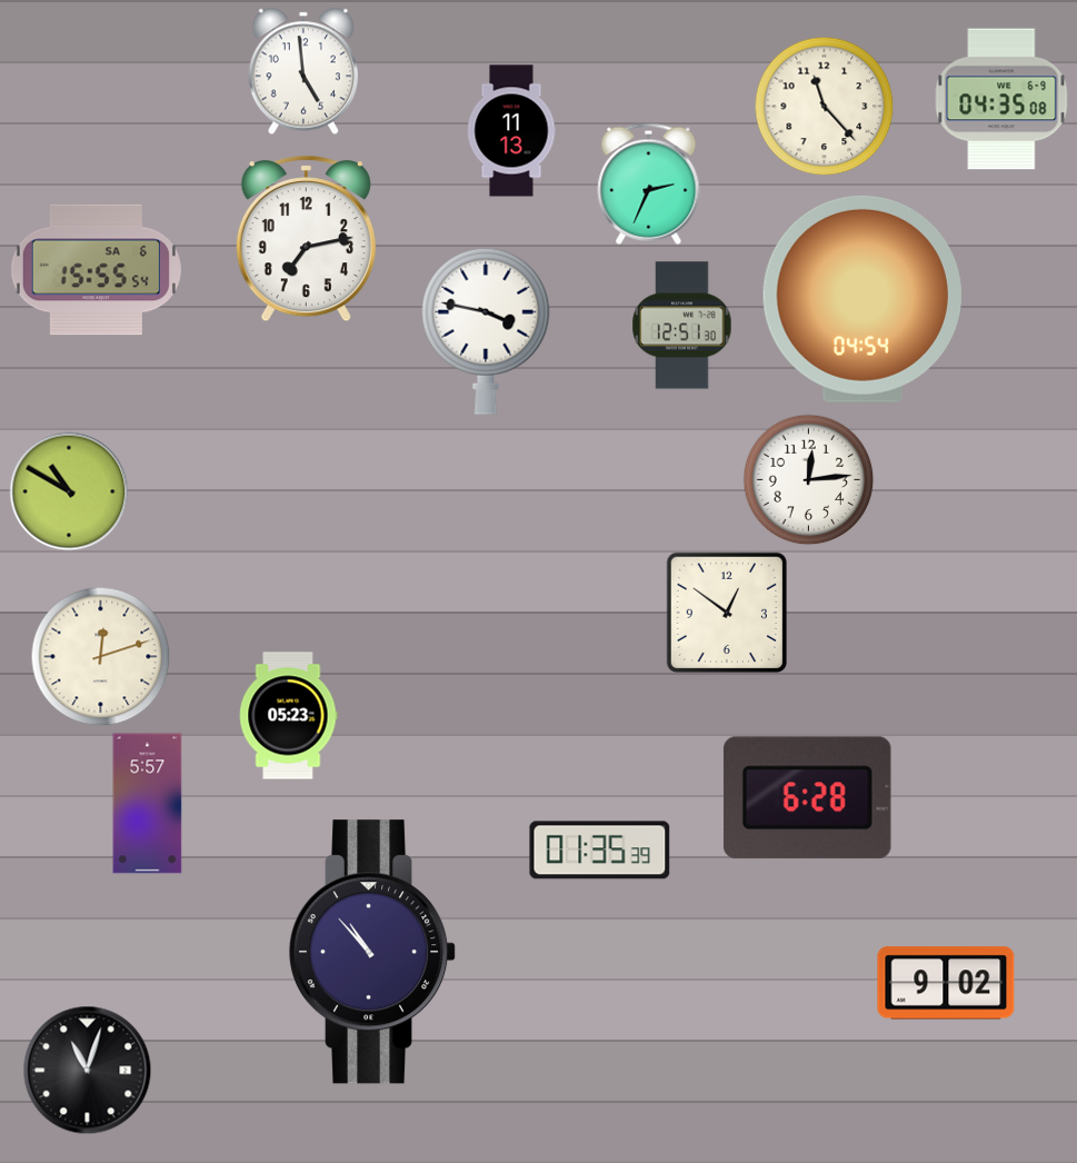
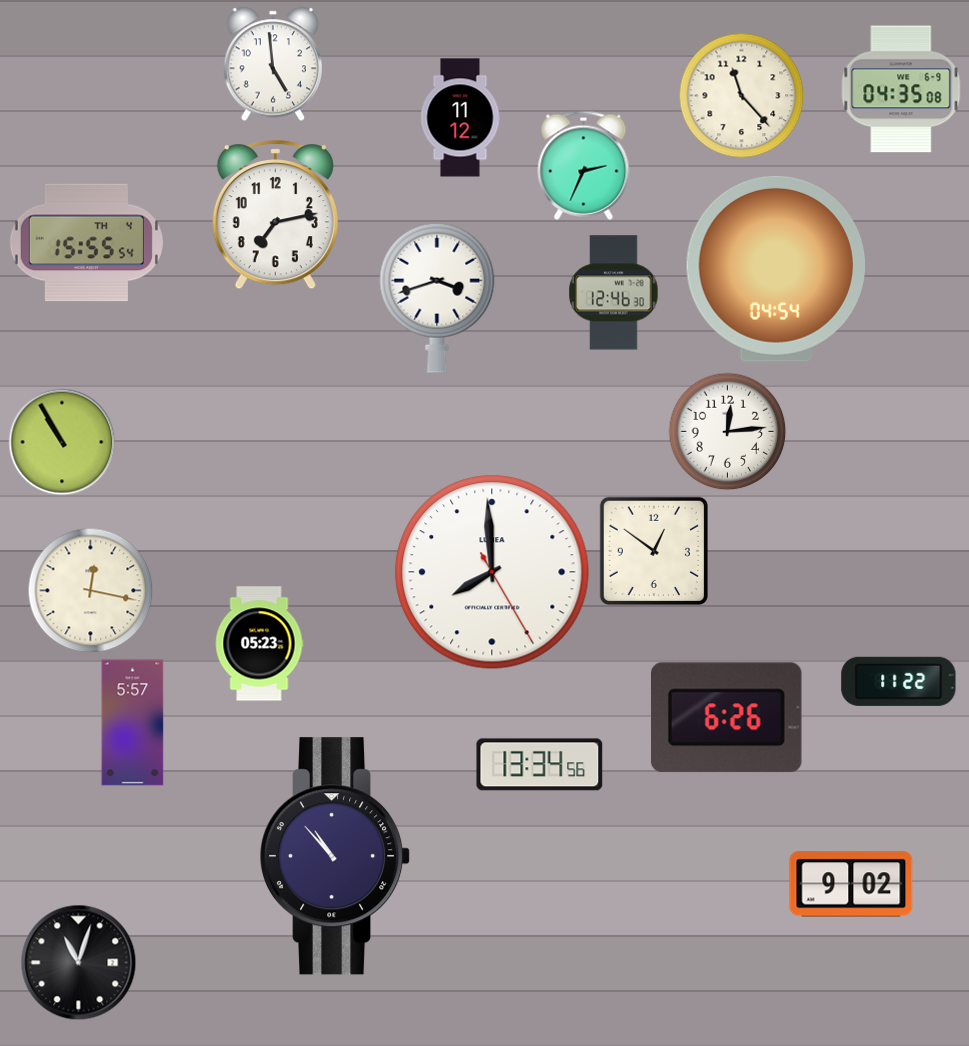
clock at (511, 131): 11:13 -> 11:12
clock at (96, 270) date: SA 6 -> TH 4
clock at (682, 326): 12:51 -> 12:46
clock at (486, 331): 3:47 -> 3:42
clock at (69, 491): 10:50 -> 10:55
clock at (492, 572): none -> 7:59
clock at (101, 657): 12:12 -> 12:17
clock at (899, 681): none -> 11:22
clock at (807, 798): 6:28 -> 6:26
clock at (600, 851): 01:35 -> 13:34
